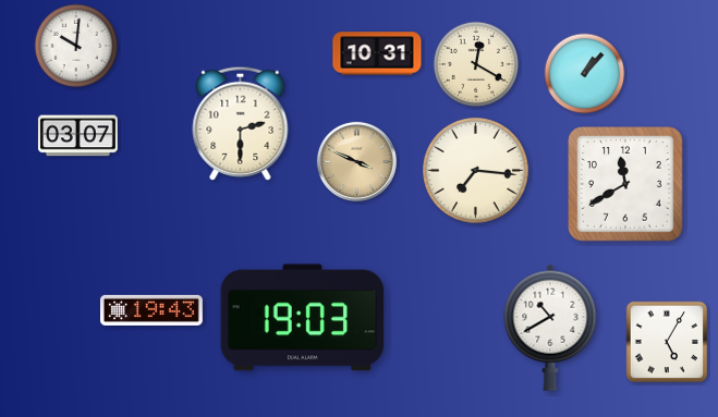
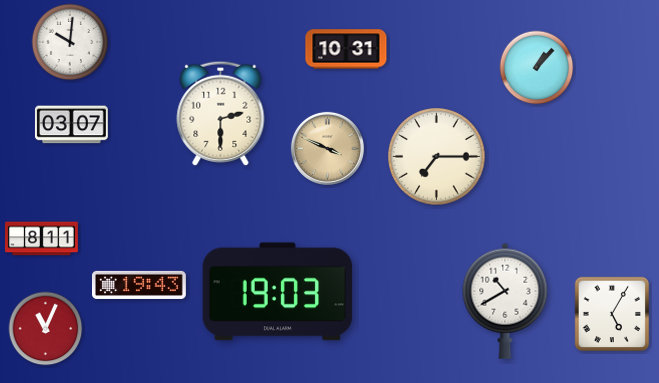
clock at (476, 64): 12:20 -> none
clock at (476, 171): 7:16 -> 7:15
clock at (625, 184): 11:40 -> none
clock at (42, 239): none -> 8:11
clock at (46, 329): none -> 11:04
